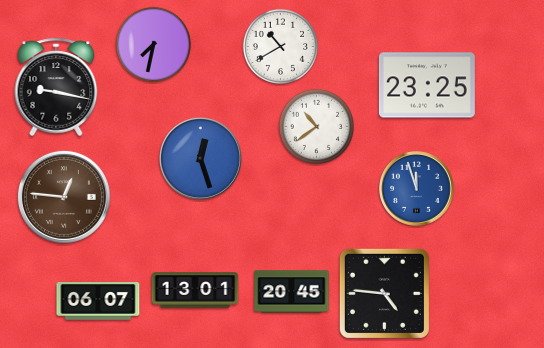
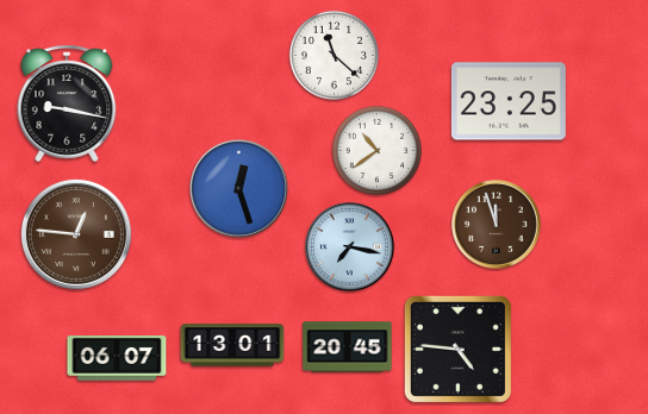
clock at (153, 44): 7:32 -> none
clock at (280, 46): 10:40 -> 11:22
clock at (417, 189) dial: blue -> brown
clock at (350, 247): none -> 7:17
